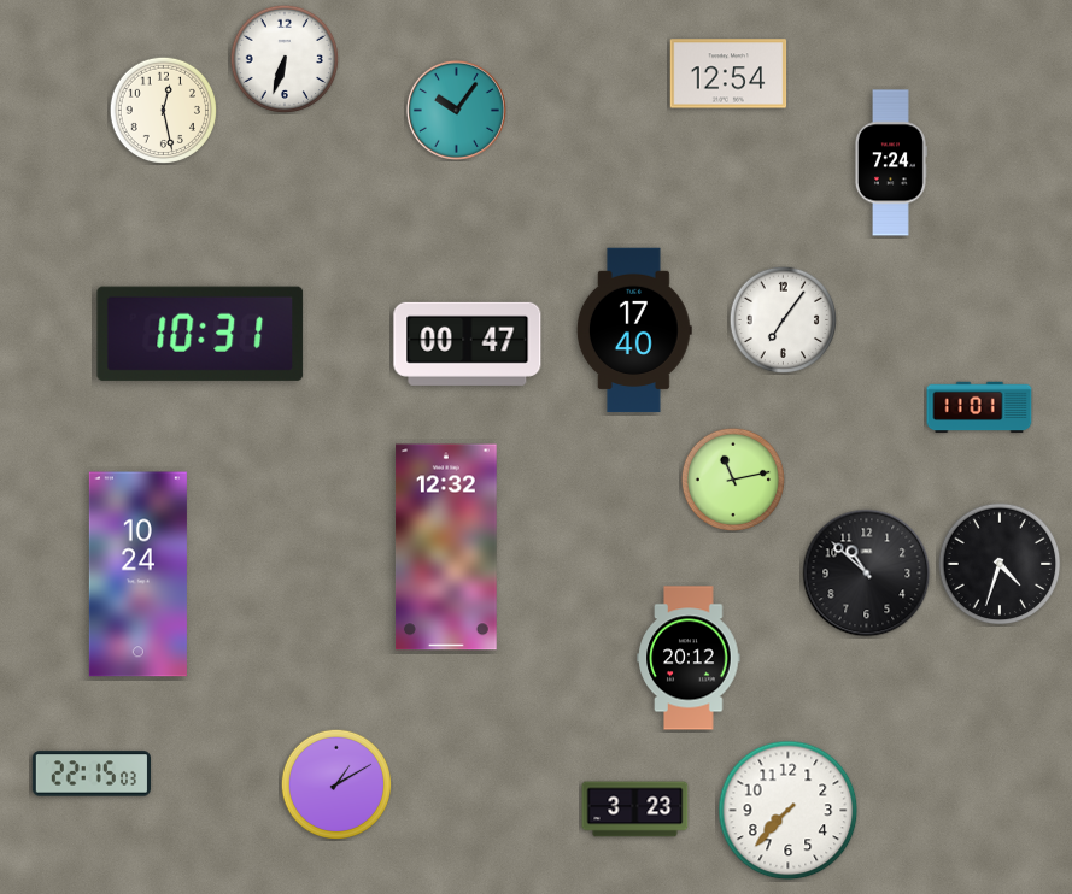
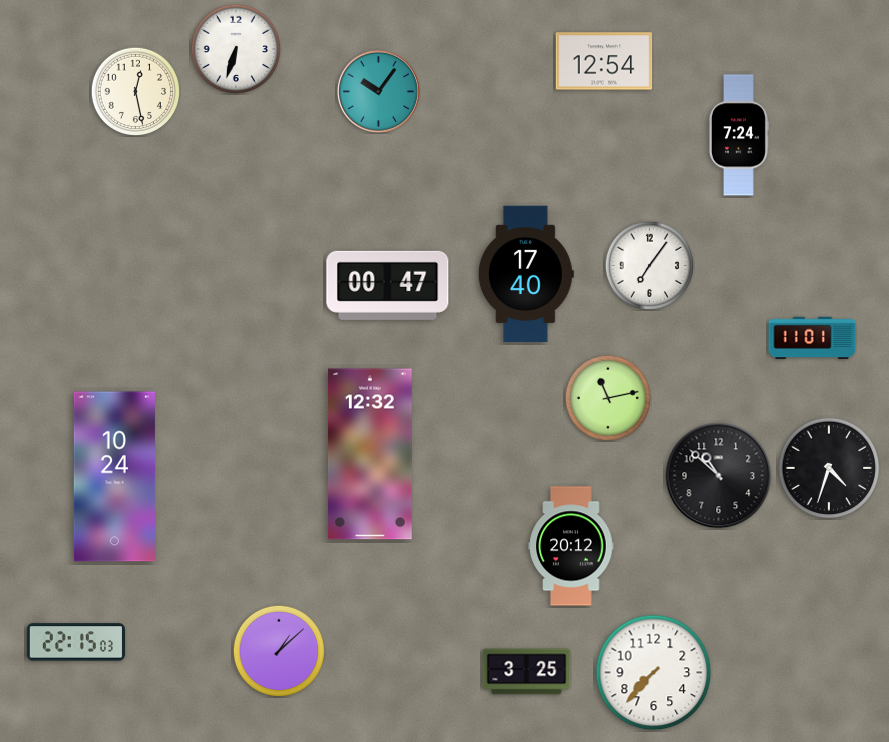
clock at (200, 334): 10:31 -> none
clock at (335, 783): 1:10 -> 1:08
clock at (635, 810): 3:23 -> 3:25
